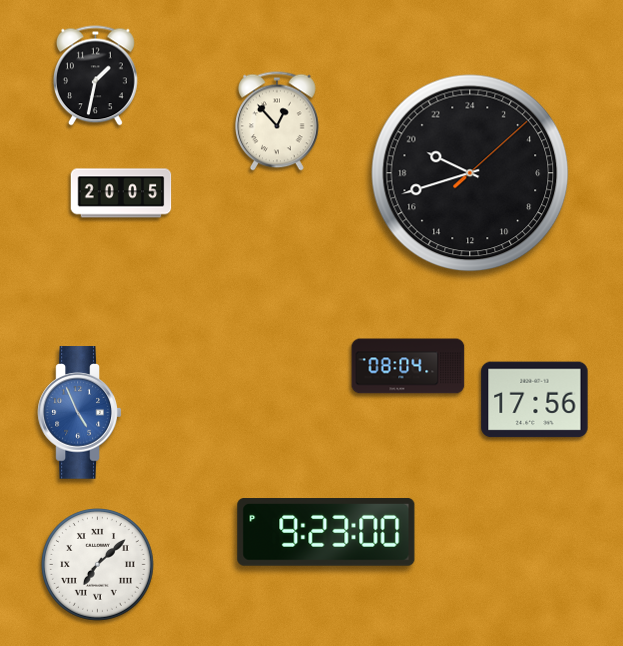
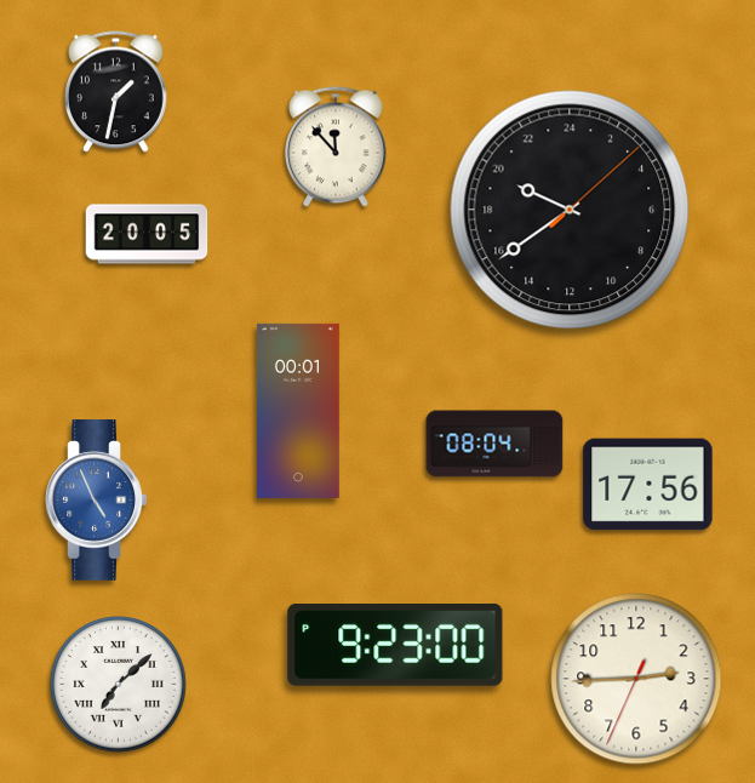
clock at (278, 121): 12:53 -> 11:53
clock at (470, 173): 19:42 -> 19:39
clock at (298, 411): none -> 00:01
clock at (636, 679): none -> 2:44
